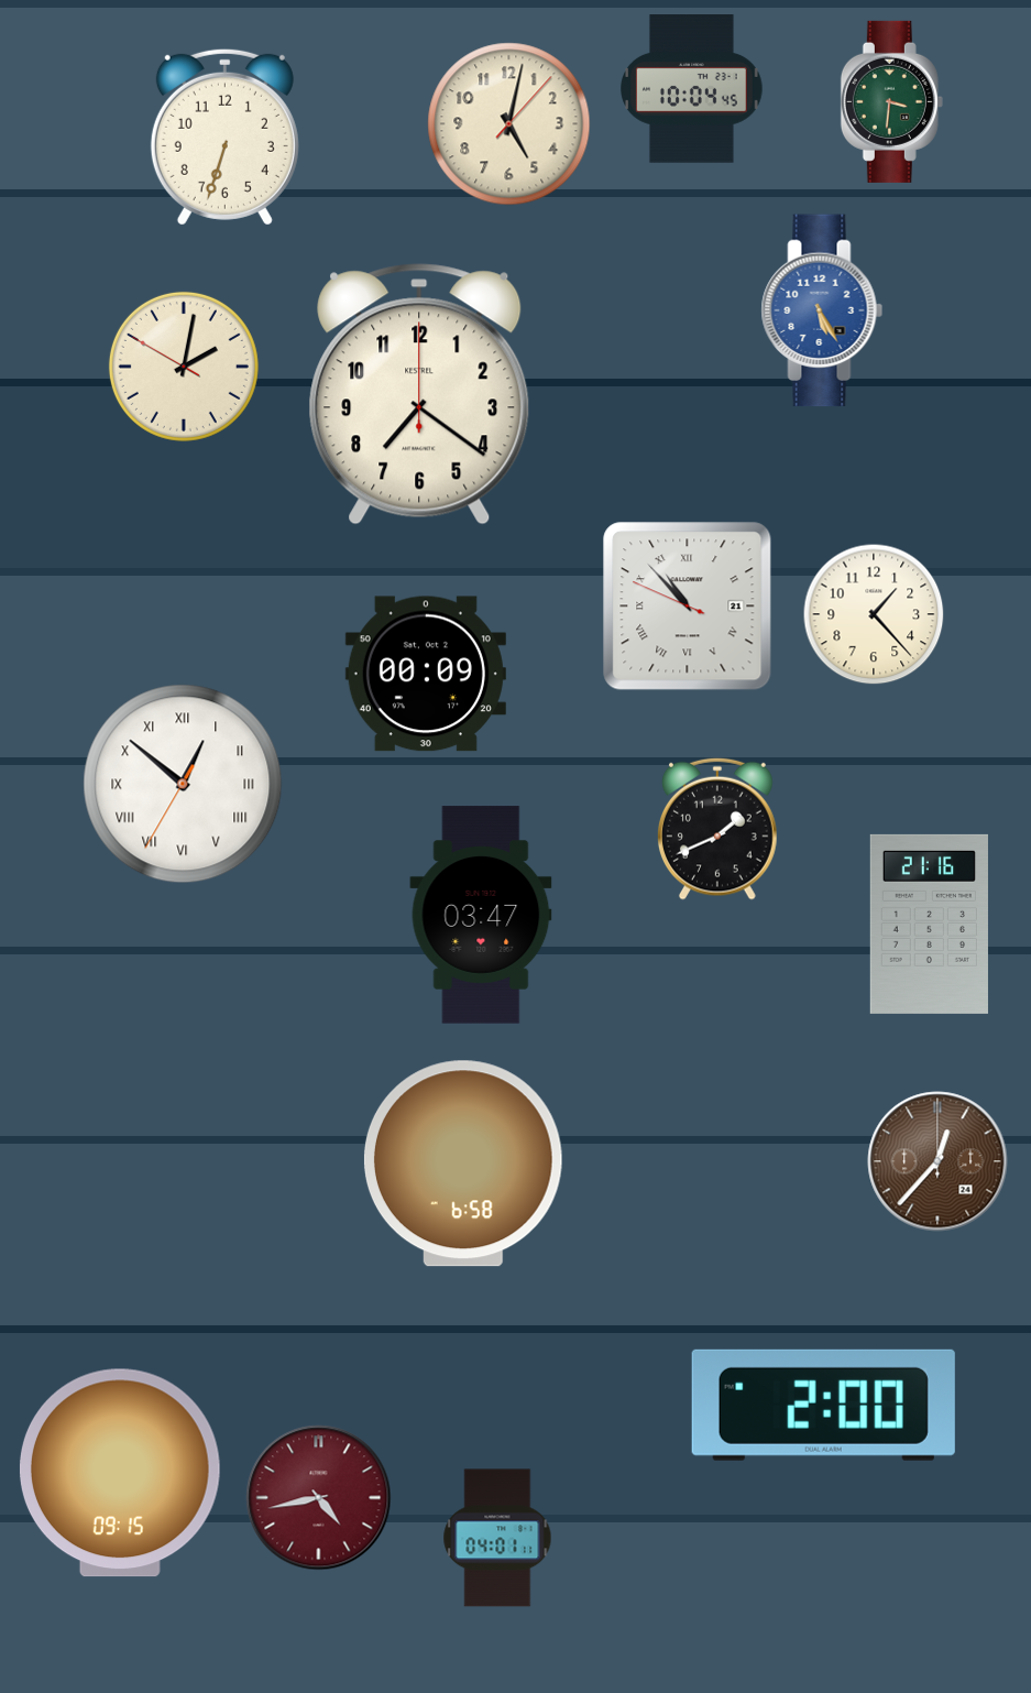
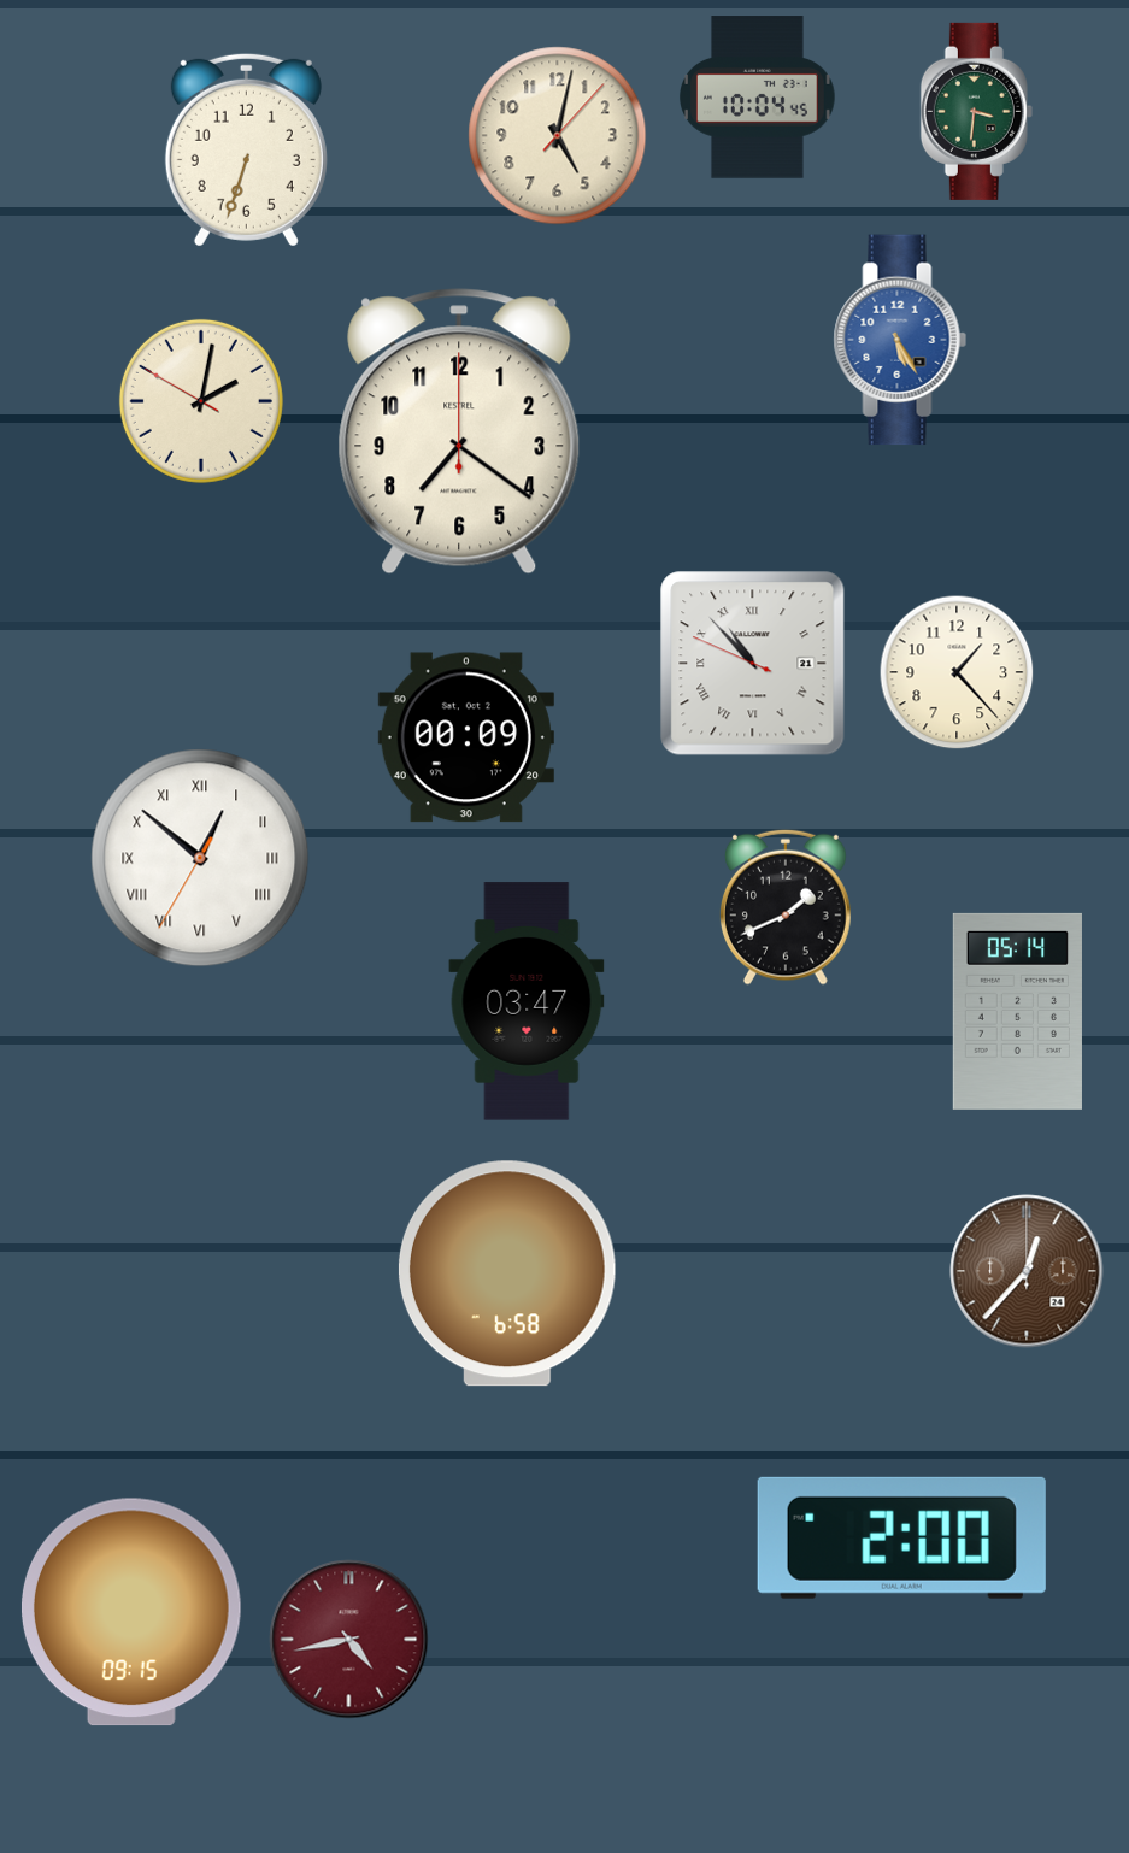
clock at (929, 924): 21:16 -> 05:14
clock at (497, 1538): 04:01 -> none
